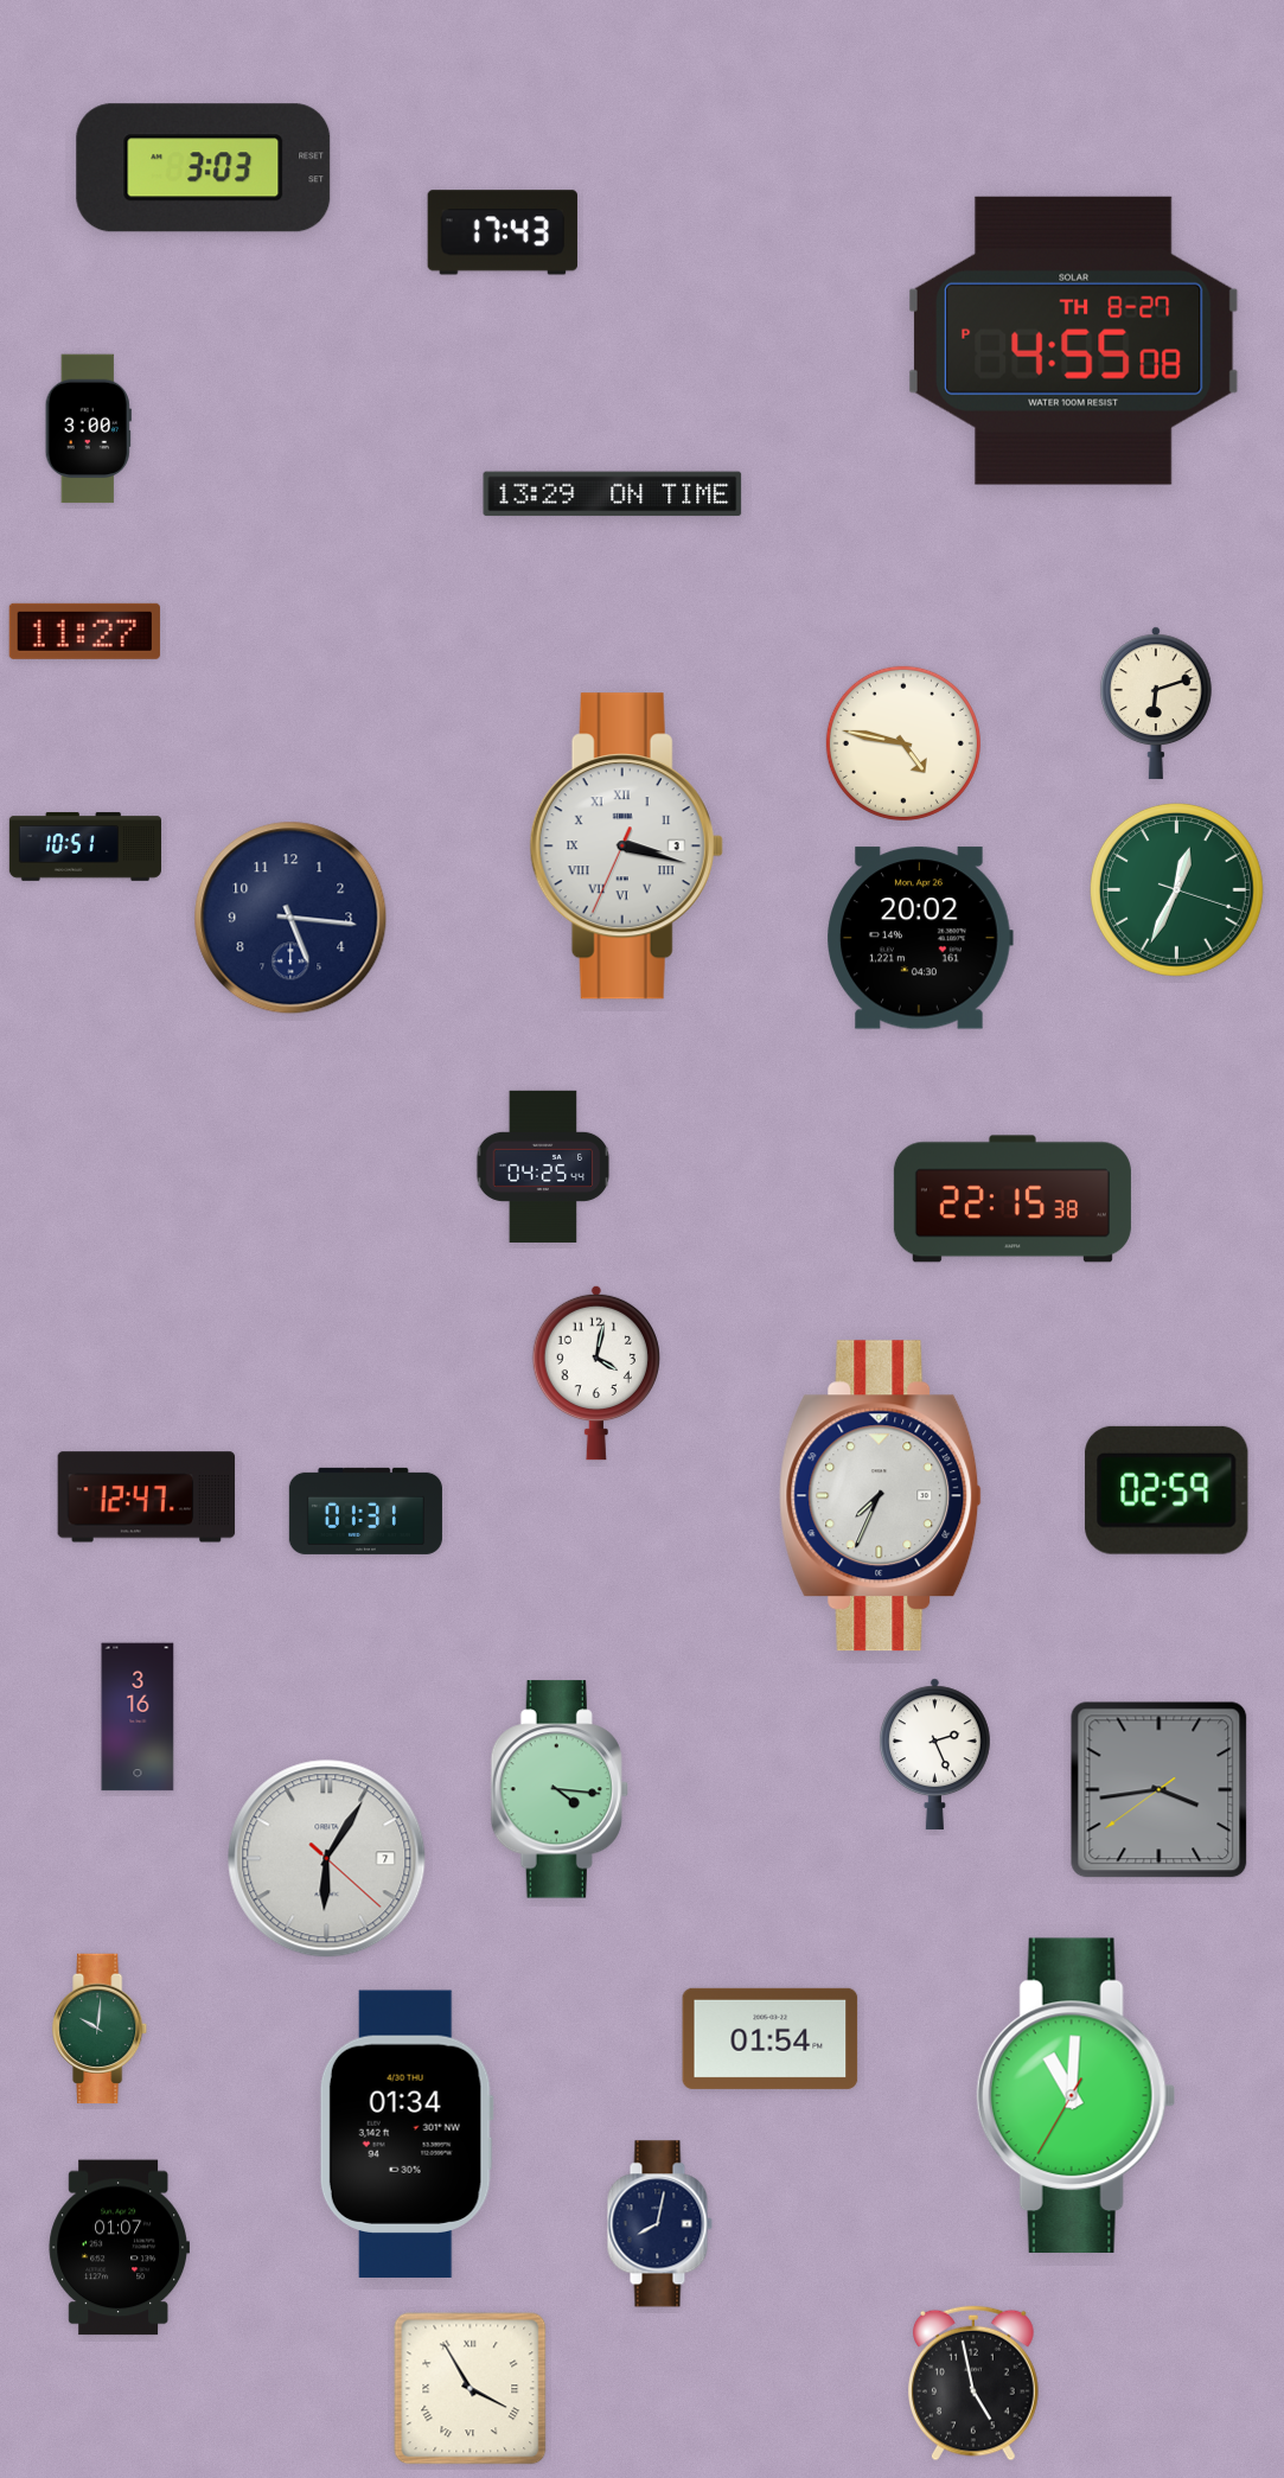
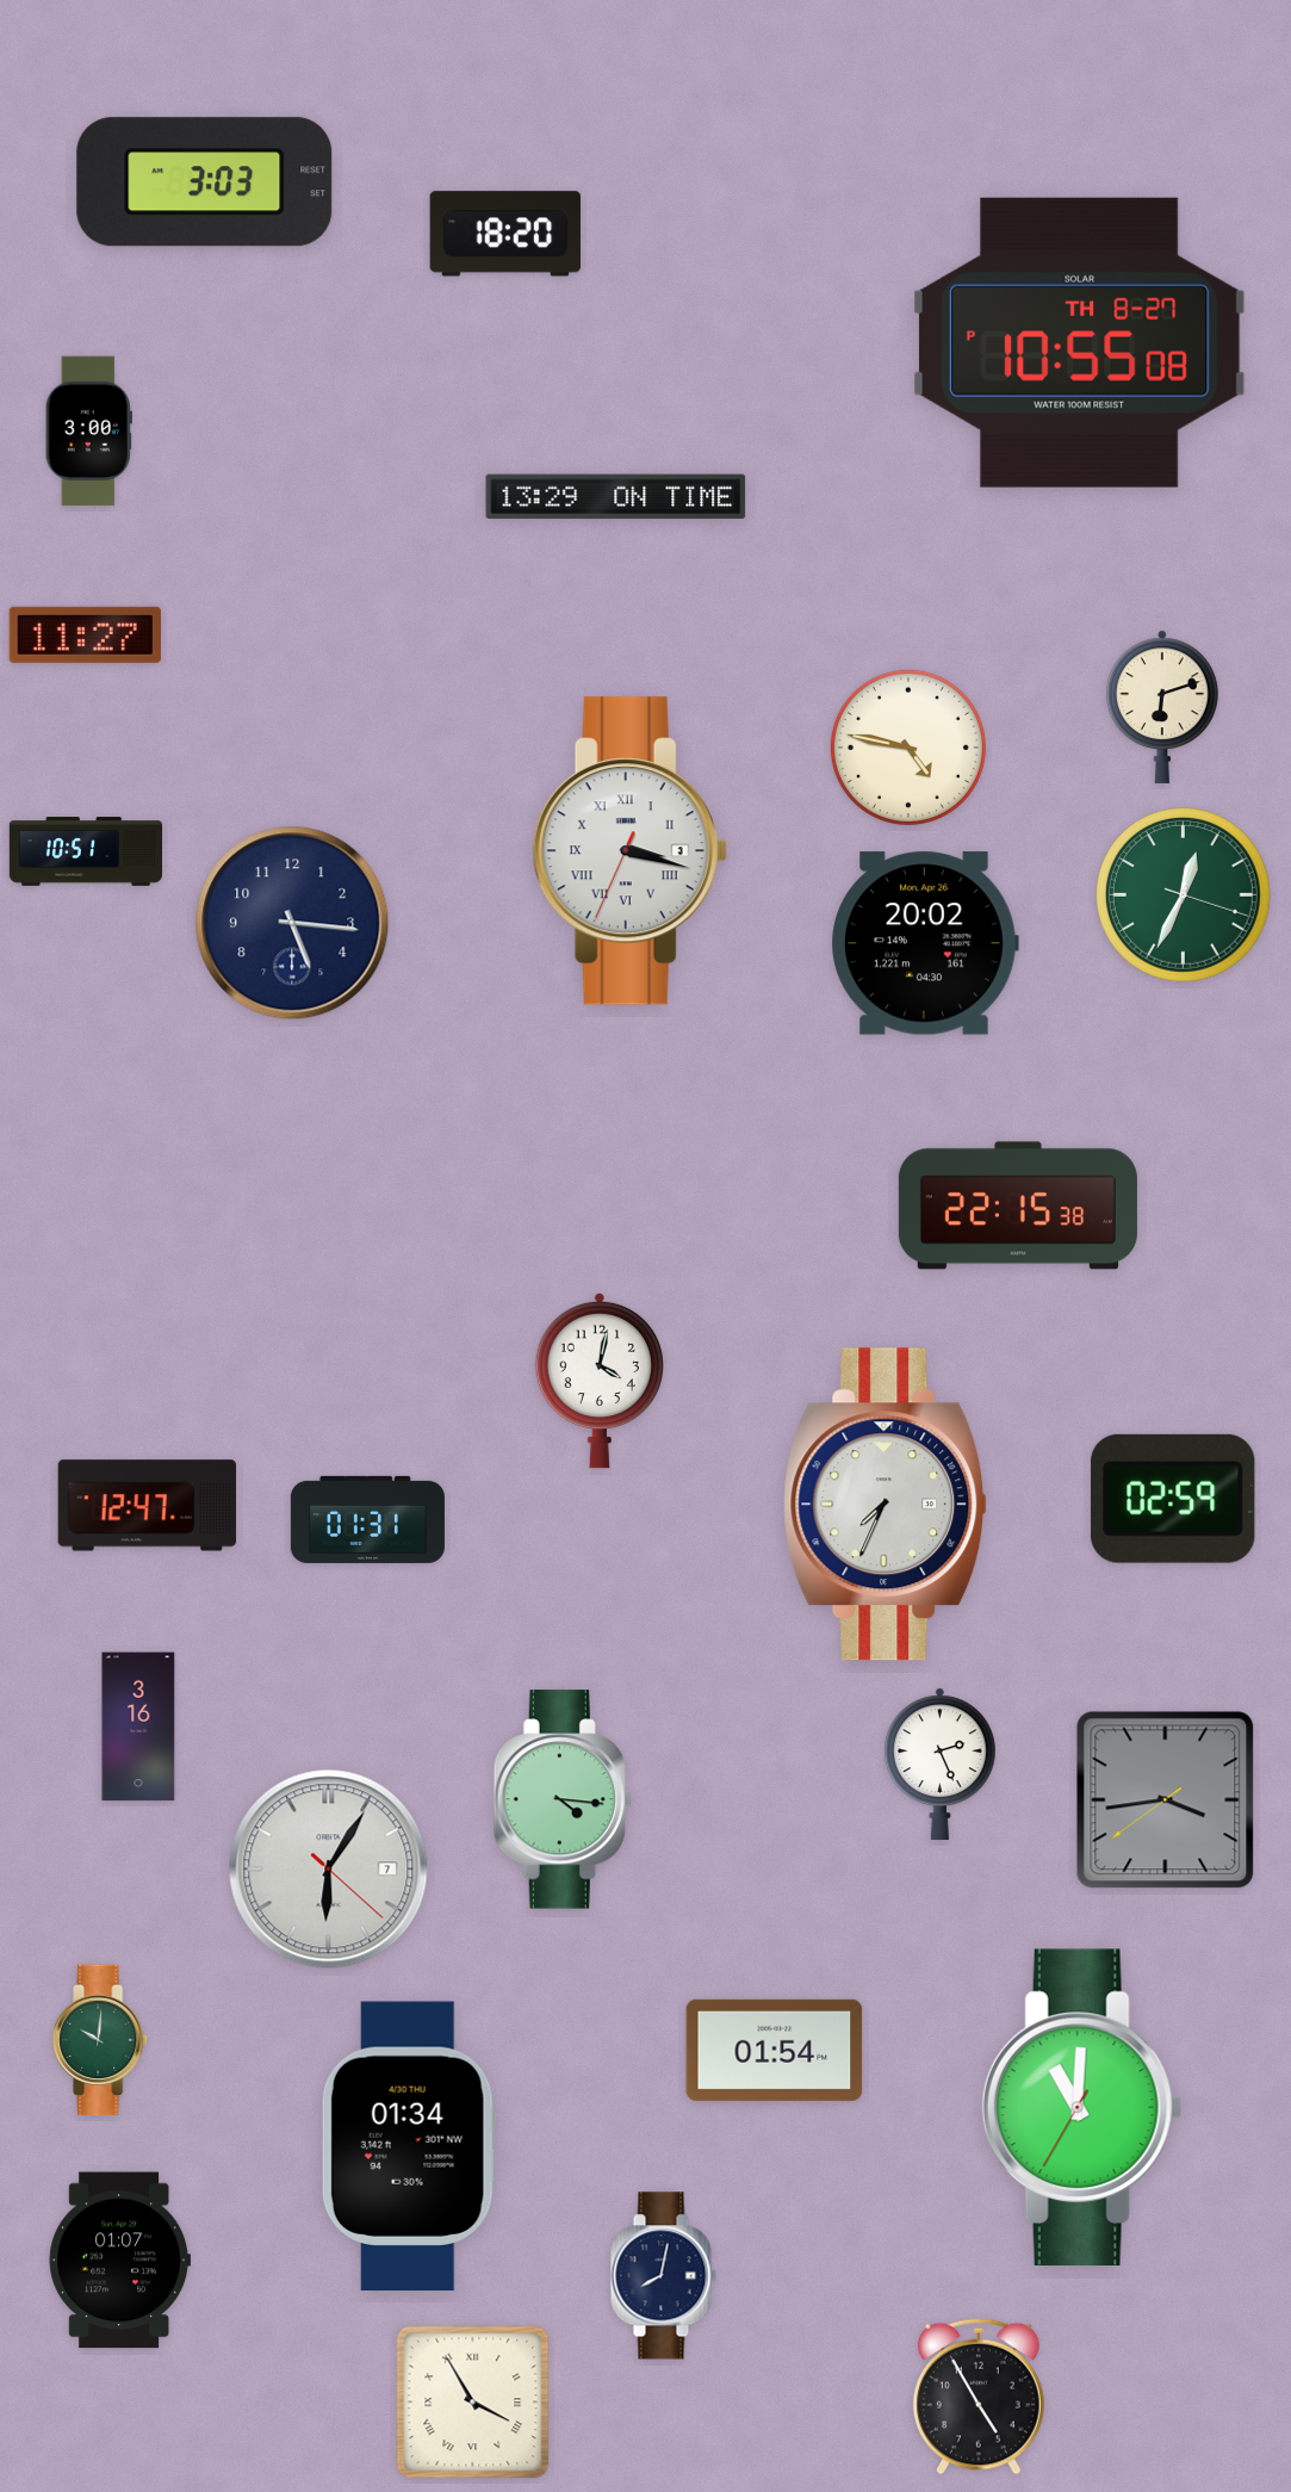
clock at (204, 168) position: (204, 168) -> (205, 182)
clock at (503, 232): 17:43 -> 18:20
clock at (1073, 340): 4:55 -> 10:55
clock at (543, 1167): 04:25 -> none
clock at (659, 2224) position: (659, 2224) -> (663, 2276)
clock at (973, 2383): 4:58 -> 4:55
